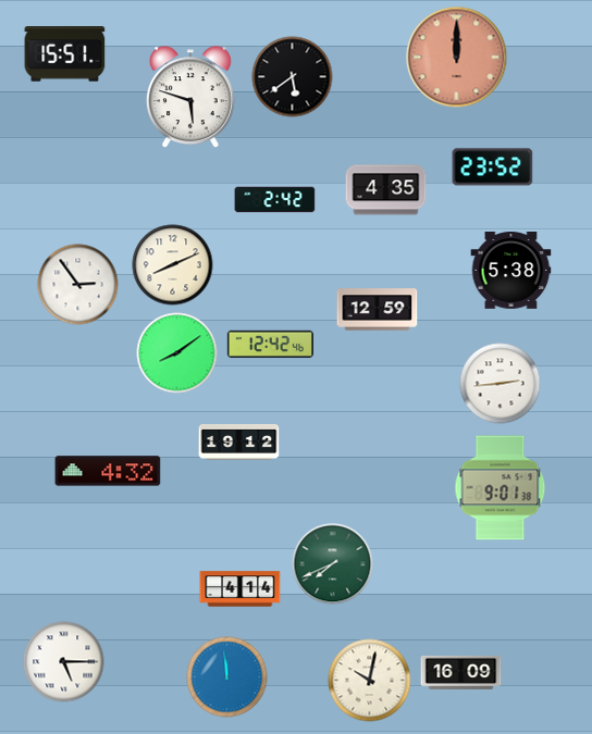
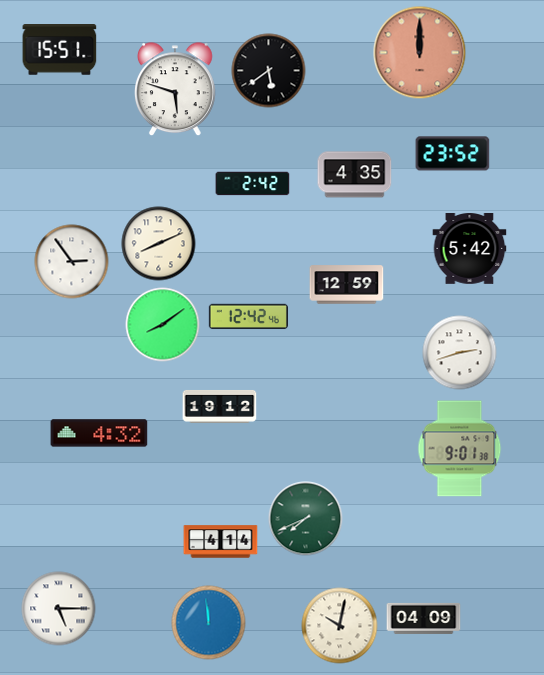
clock at (511, 271): 5:38 -> 5:42
clock at (501, 384): 2:44 -> 2:42
clock at (461, 672): 16:09 -> 04:09
